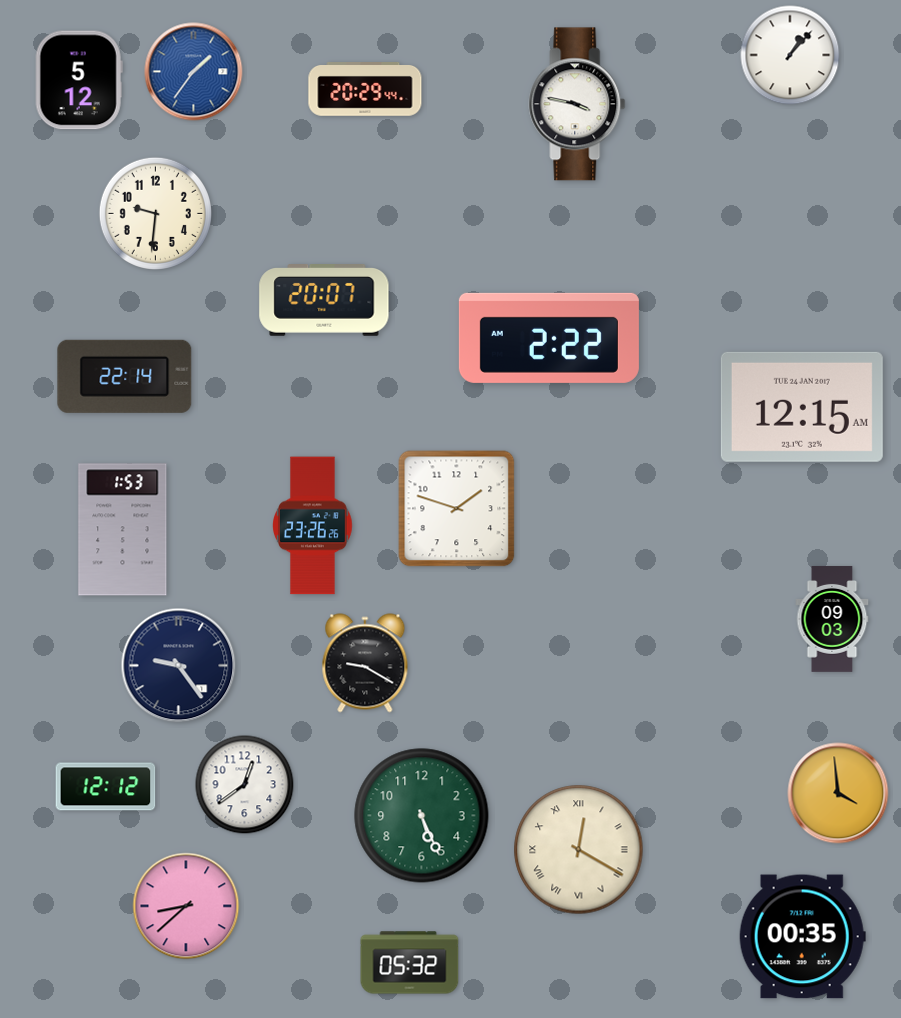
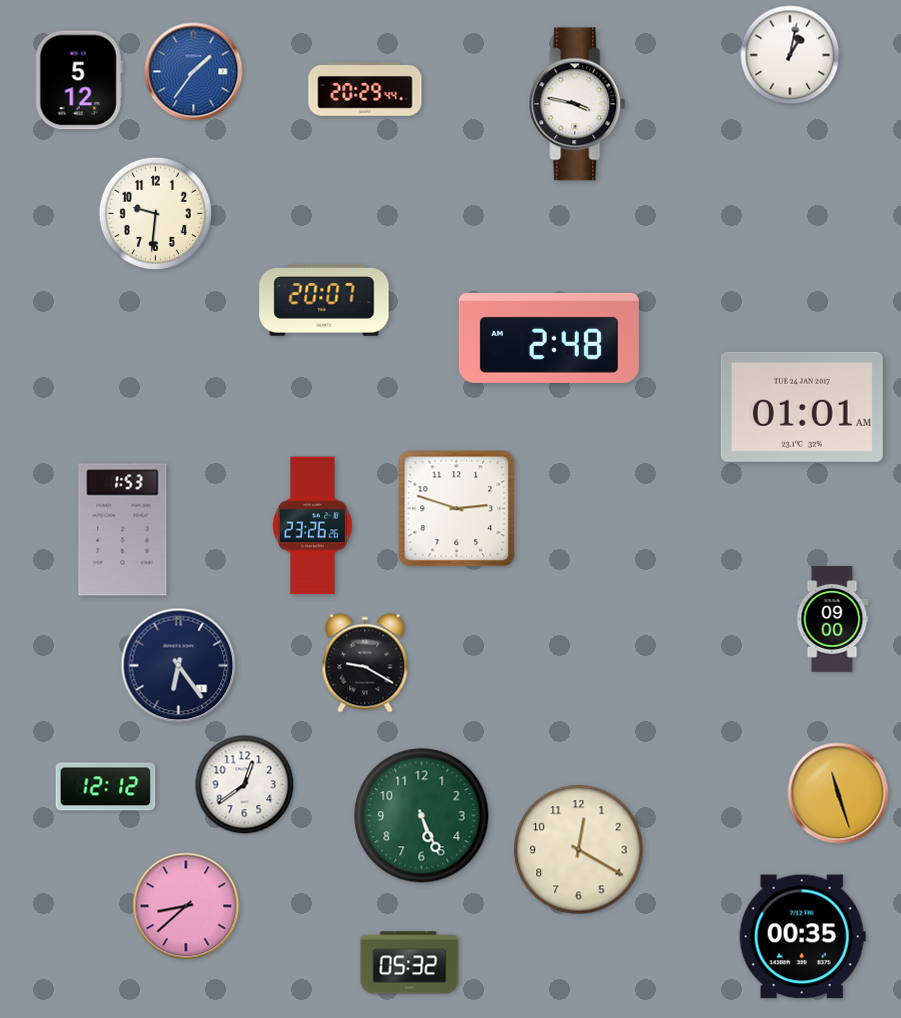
clock at (790, 55): 1:07 -> 1:02
clock at (549, 338): 2:22 -> 2:48
clock at (125, 376): 22:14 -> none
clock at (802, 407): 12:15 -> 01:01
clock at (457, 509): 1:48 -> 2:48
clock at (832, 619): 09:03 -> 09:00
clock at (179, 666): 9:24 -> 6:24
clock at (838, 793): 3:59 -> 11:27
clock at (579, 850) numerals: Roman -> Arabic
